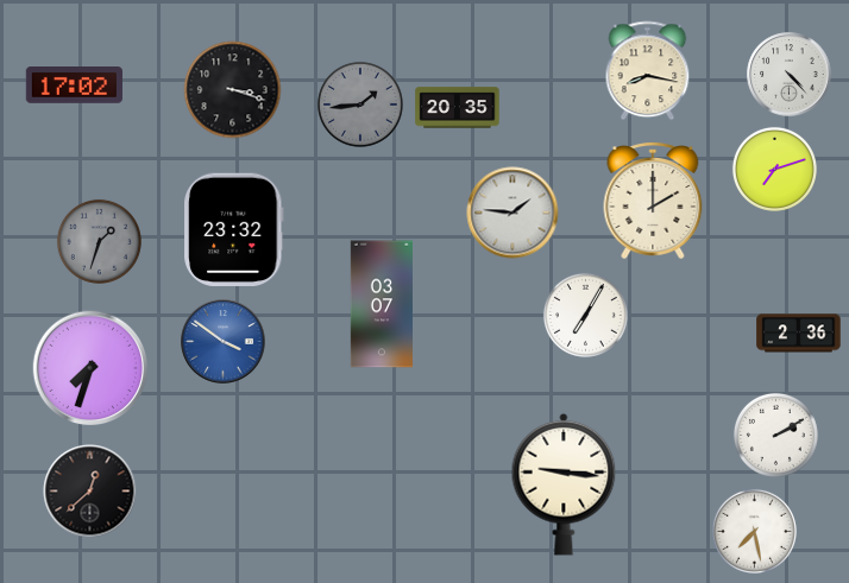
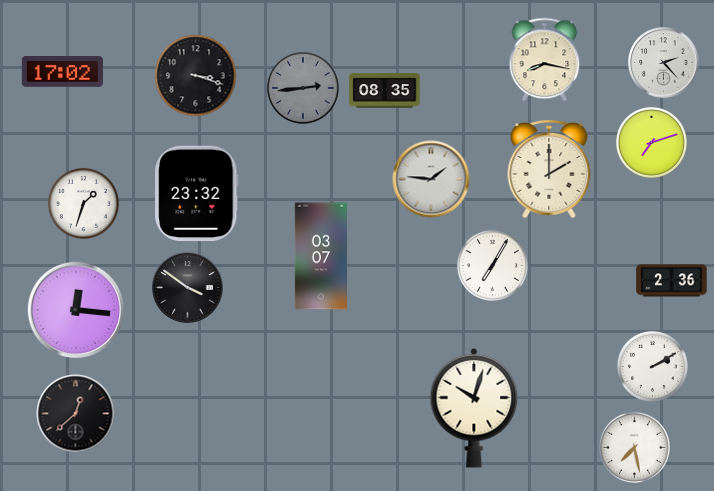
clock at (790, 75): 4:23 -> 2:23
clock at (360, 104): 1:44 -> 2:44
clock at (458, 108): 20:35 -> 08:35
clock at (99, 241) dial: grey -> white
clock at (224, 342) dial: blue -> black
clock at (90, 368): 7:33 -> 12:16
clock at (564, 484): 9:16 -> 10:03
